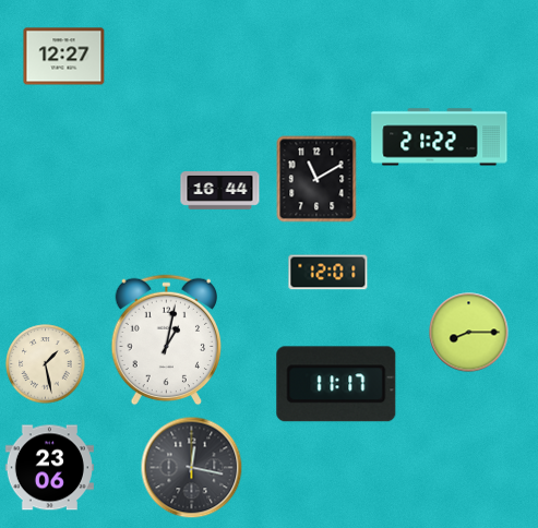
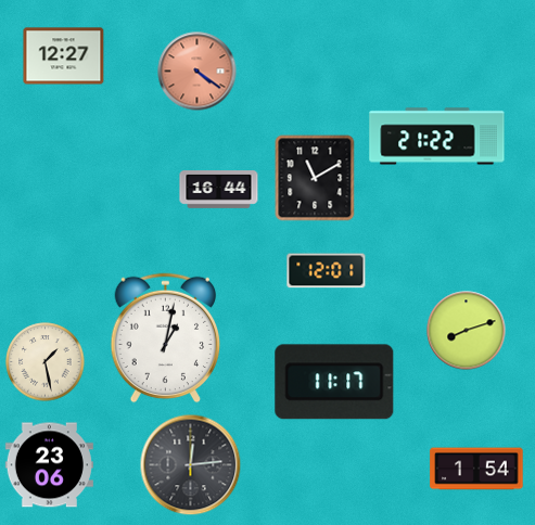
clock at (198, 72): none -> 4:21
clock at (469, 333): 8:15 -> 8:12
clock at (192, 468): 12:17 -> 12:14
clock at (476, 469): none -> 1:54
